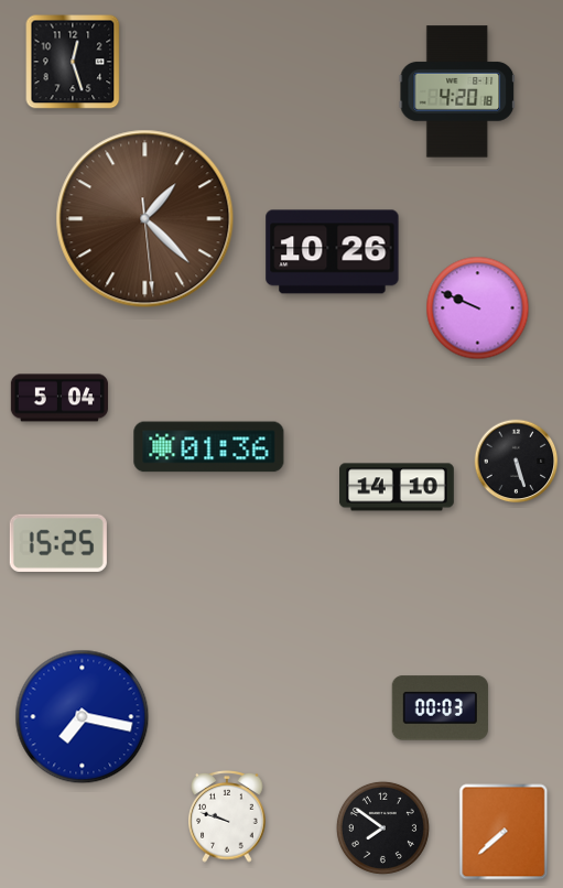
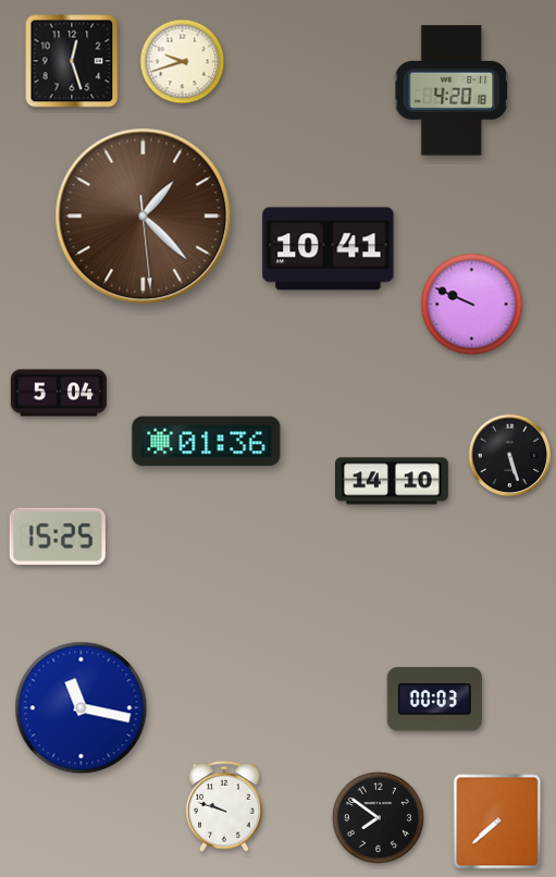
clock at (183, 62): none -> 9:42
clock at (333, 252): 10:26 -> 10:41
clock at (83, 717): 7:17 -> 11:17
